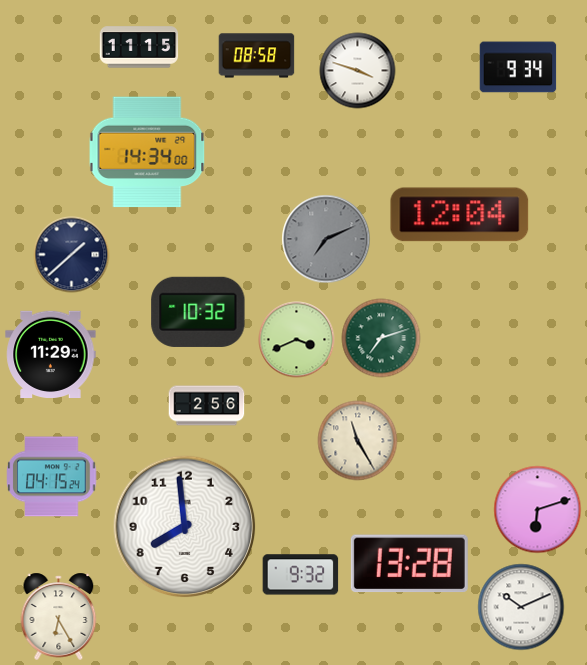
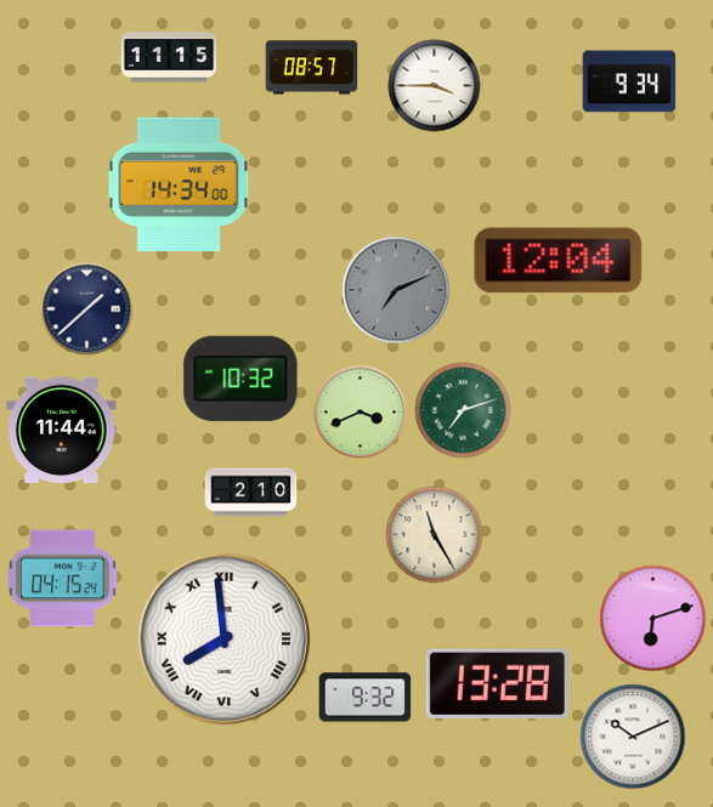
clock at (257, 56): 08:58 -> 08:57
clock at (358, 71): 3:48 -> 3:45
clock at (51, 354): 11:29 -> 11:44
clock at (207, 406): 2:56 -> 2:10
clock at (185, 527) numerals: Arabic -> Roman
clock at (59, 616): 6:25 -> none
